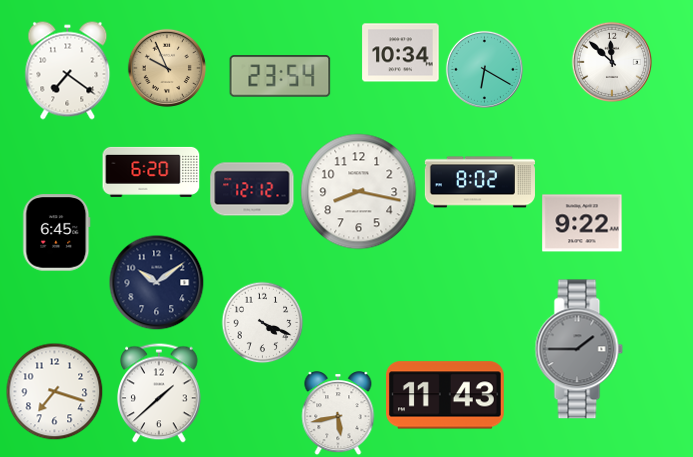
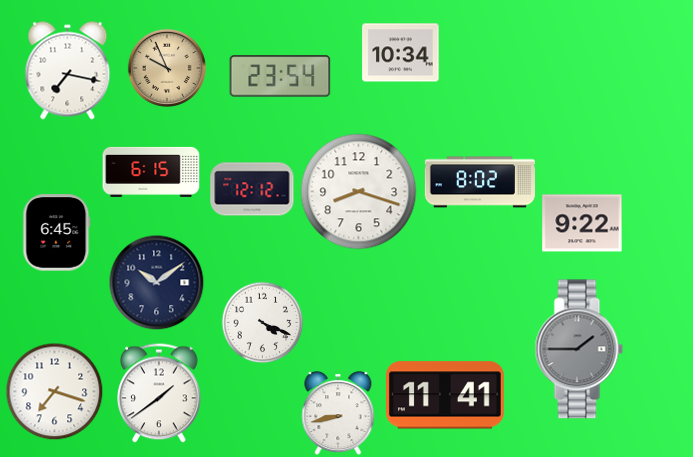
clock at (611, 61): 11:52 -> none
clock at (484, 69): 6:20 -> none
clock at (68, 71): 7:21 -> 7:17
clock at (151, 172): 6:20 -> 6:15
clock at (359, 192): 8:17 -> 8:18
clock at (160, 393): 1:38 -> 1:39
clock at (446, 395): 11:43 -> 11:41
clock at (338, 413): 5:43 -> 8:43
